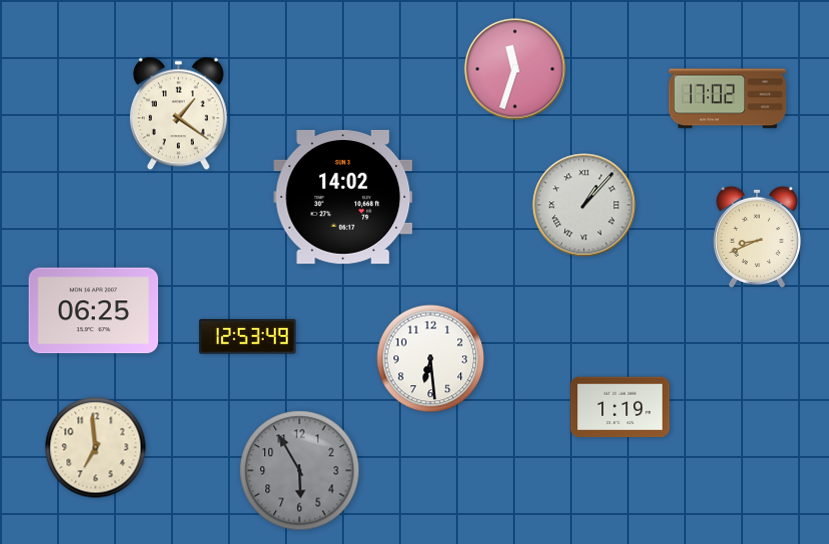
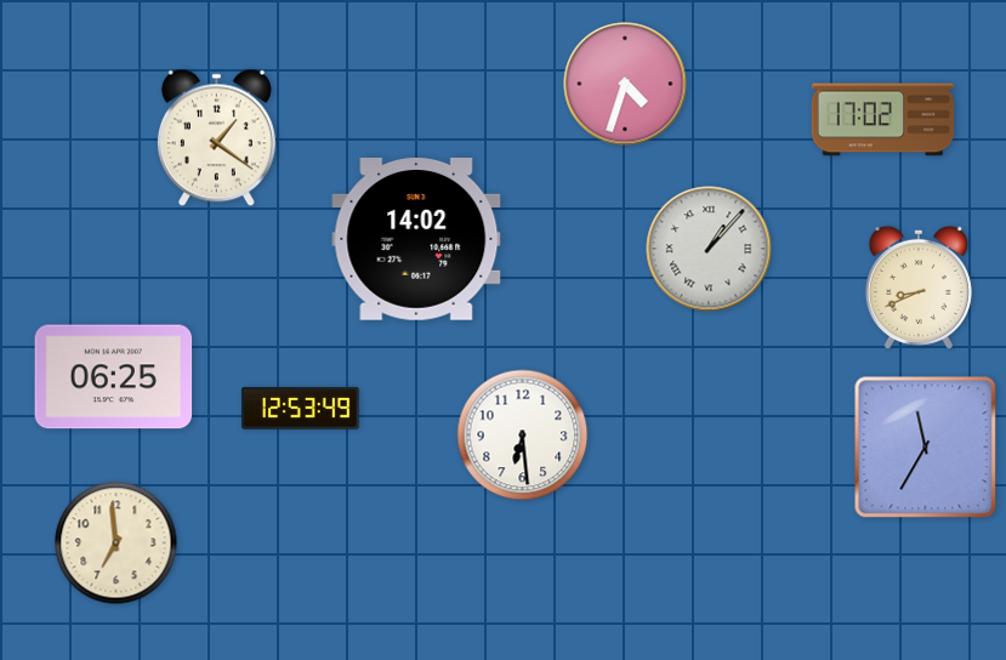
clock at (515, 69): 11:33 -> 4:33
clock at (926, 448): none -> 11:35
clock at (620, 407): 1:19 -> none
clock at (300, 471): 5:55 -> none
